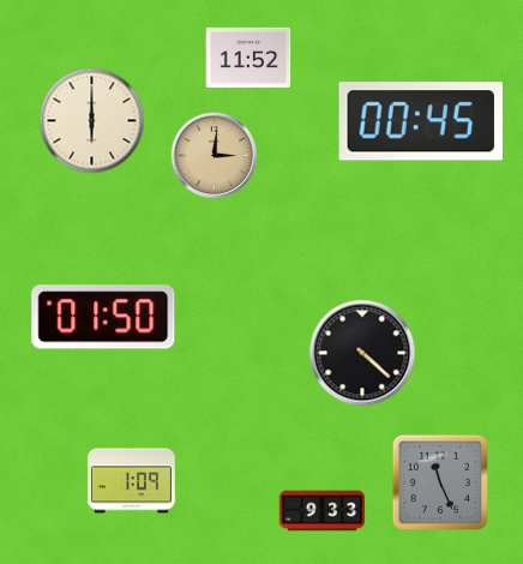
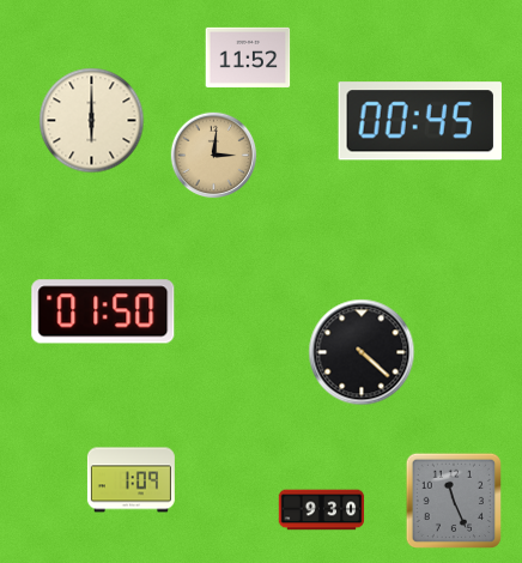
clock at (103, 317) position: (103, 317) -> (103, 311)
clock at (440, 482) position: (440, 482) -> (454, 501)
clock at (323, 511): 9:33 -> 9:30
